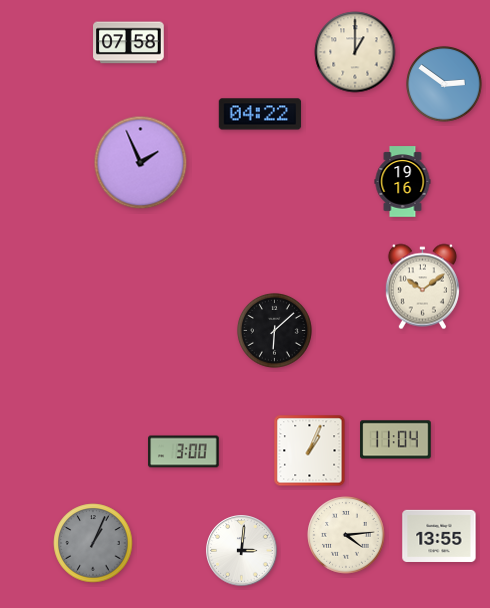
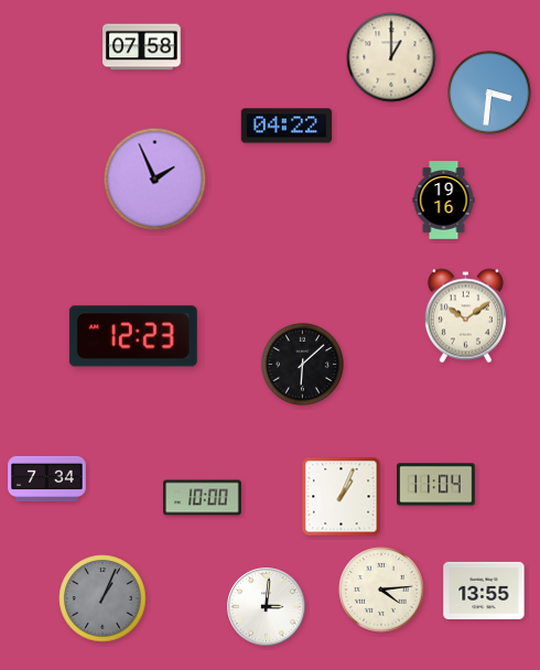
clock at (445, 85): 2:51 -> 3:31
clock at (133, 336): none -> 12:23
clock at (47, 478): none -> 7:34
clock at (184, 452): 3:00 -> 10:00
